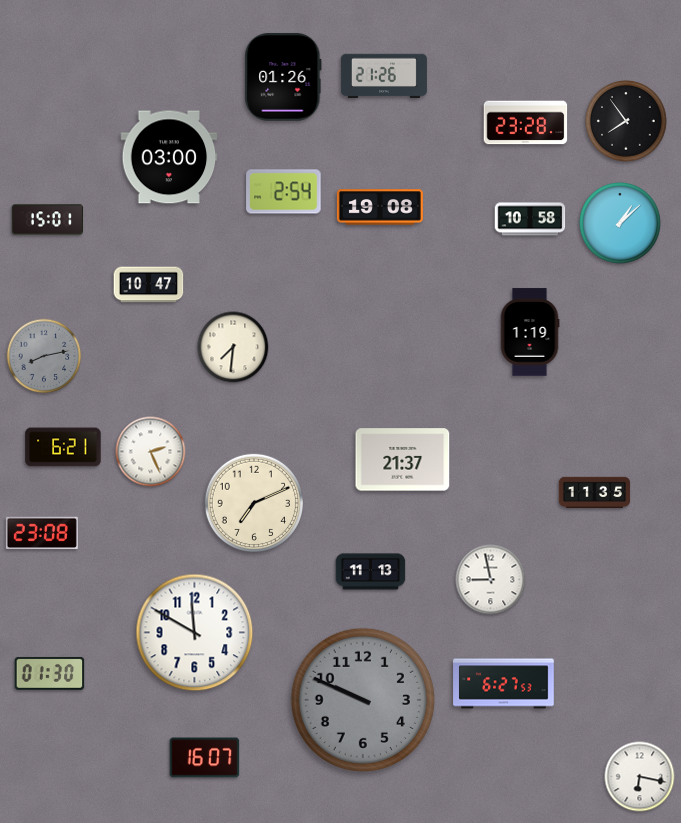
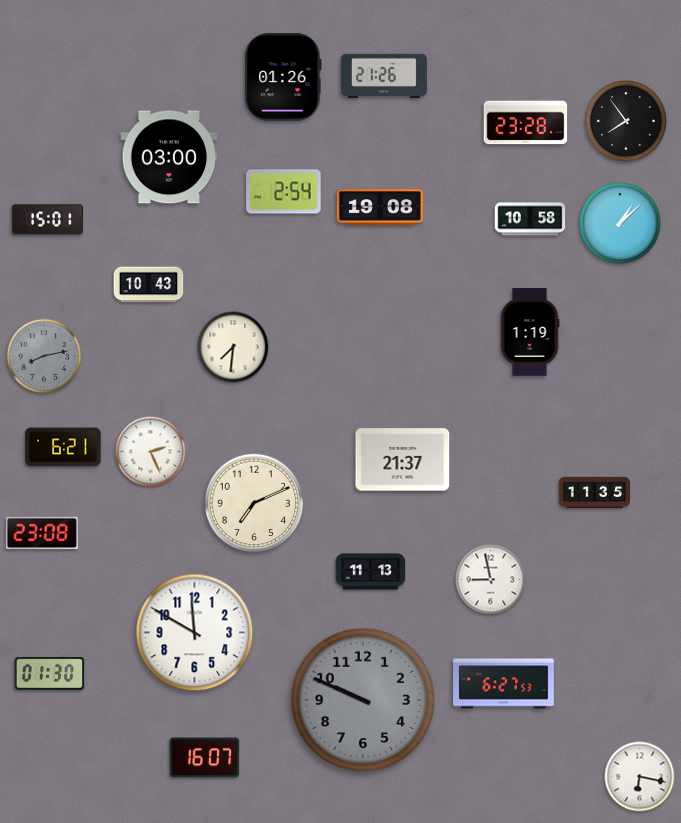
clock at (149, 285): 10:47 -> 10:43
